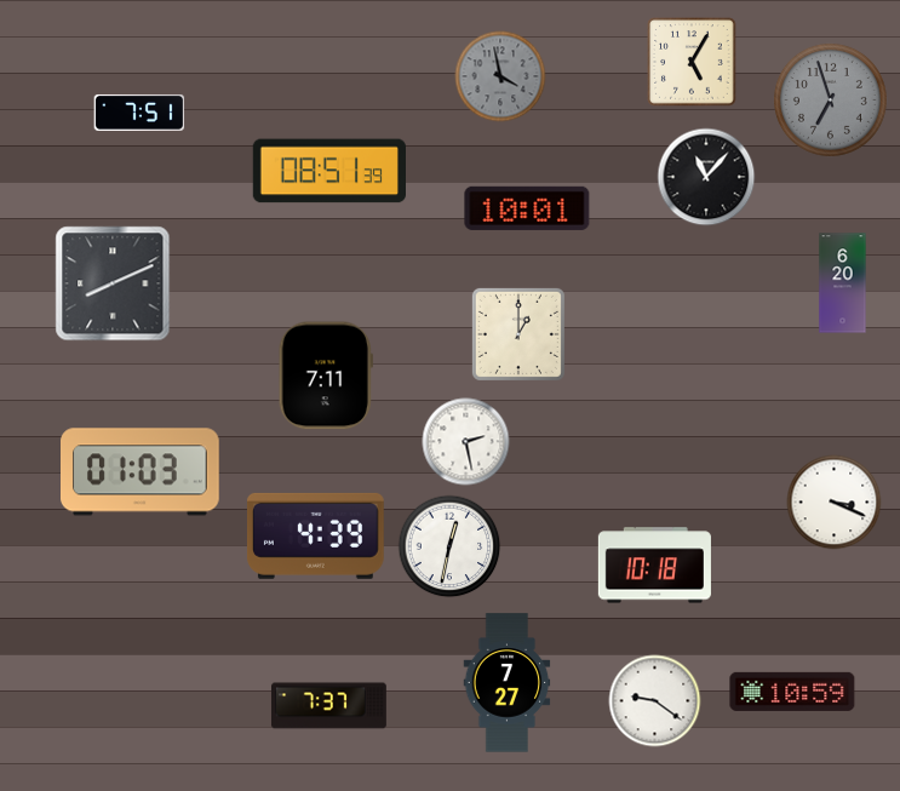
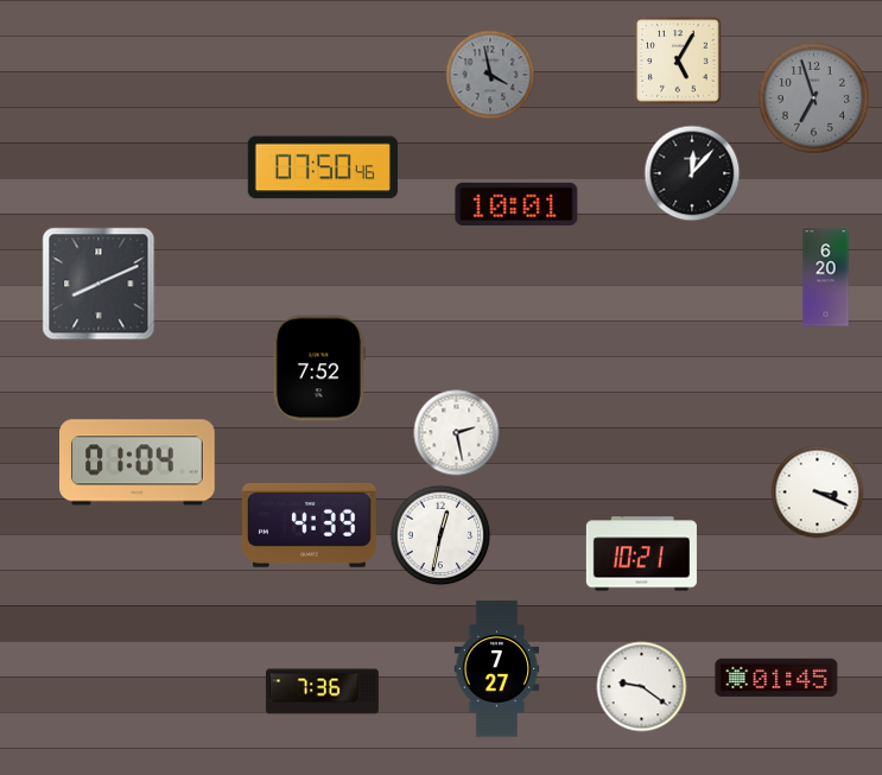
clock at (139, 113): 7:51 -> none
clock at (328, 171): 08:51 -> 07:50
clock at (706, 177): 11:07 -> 12:07
clock at (113, 283) position: (113, 283) -> (99, 284)
clock at (518, 334): 1:00 -> none
clock at (326, 376): 7:11 -> 7:52
clock at (141, 472): 01:03 -> 01:04
clock at (654, 566): 10:18 -> 10:21
clock at (792, 692): 10:59 -> 01:45
clock at (328, 706): 7:37 -> 7:36
